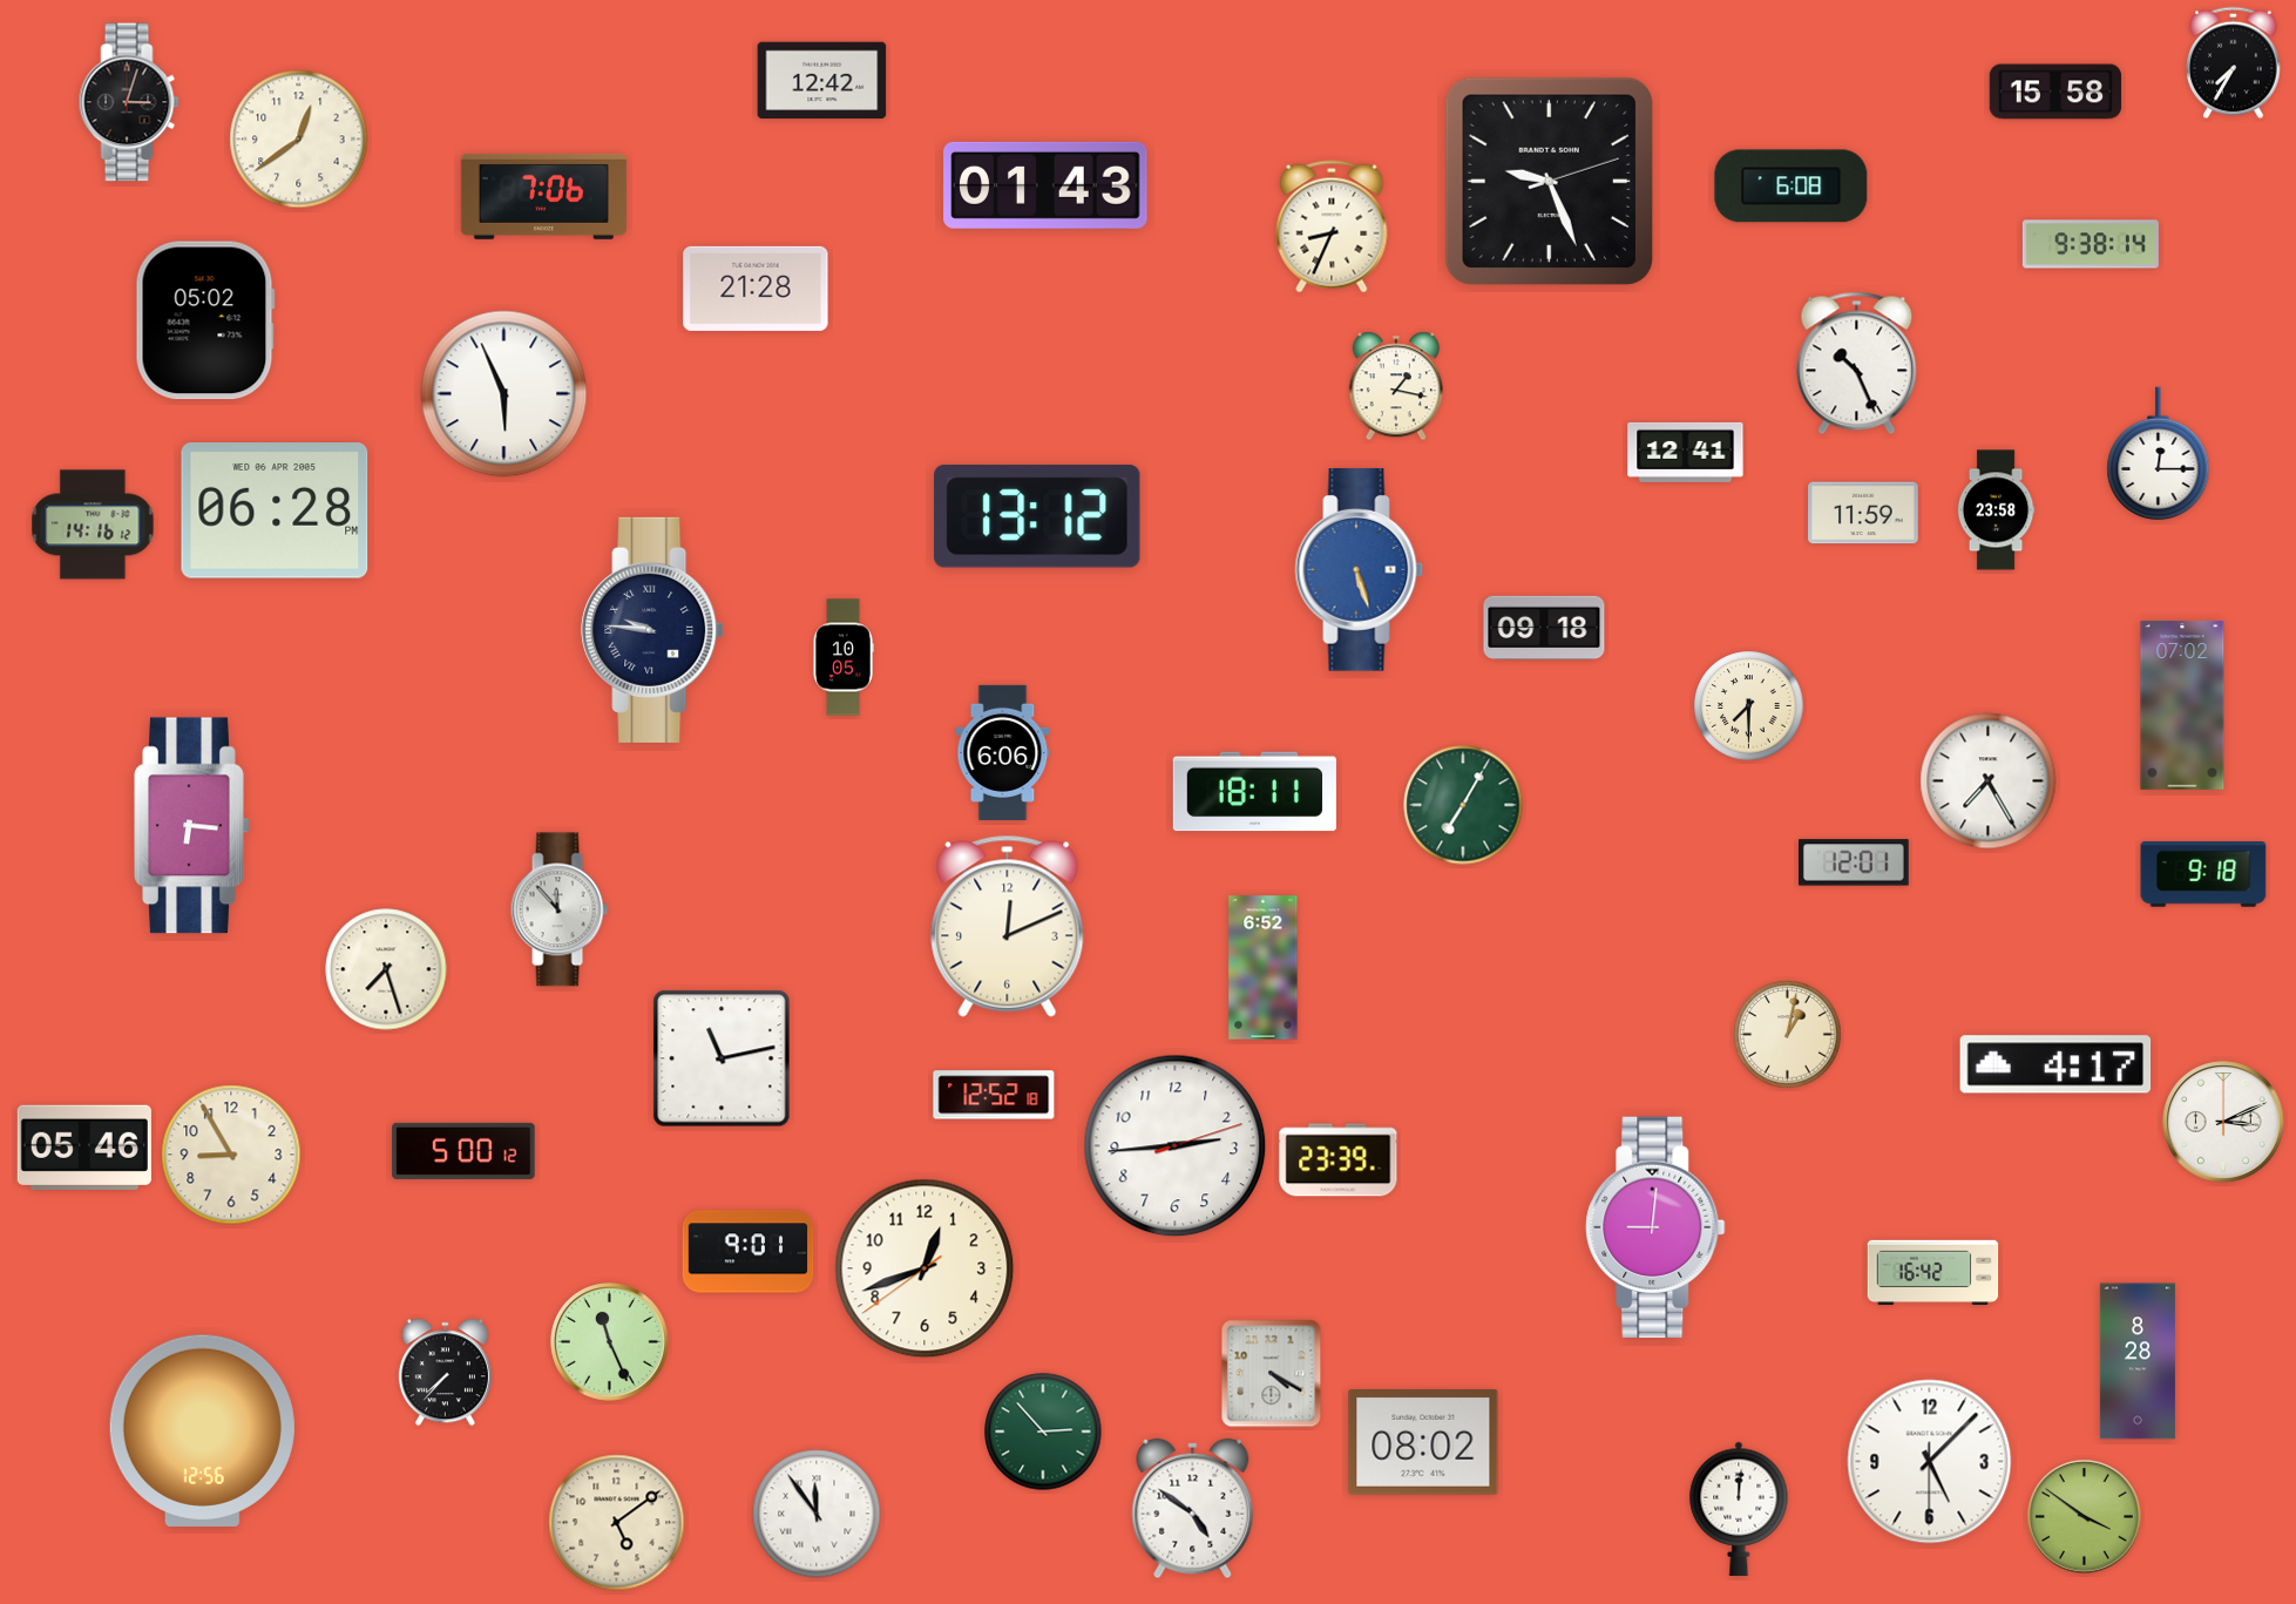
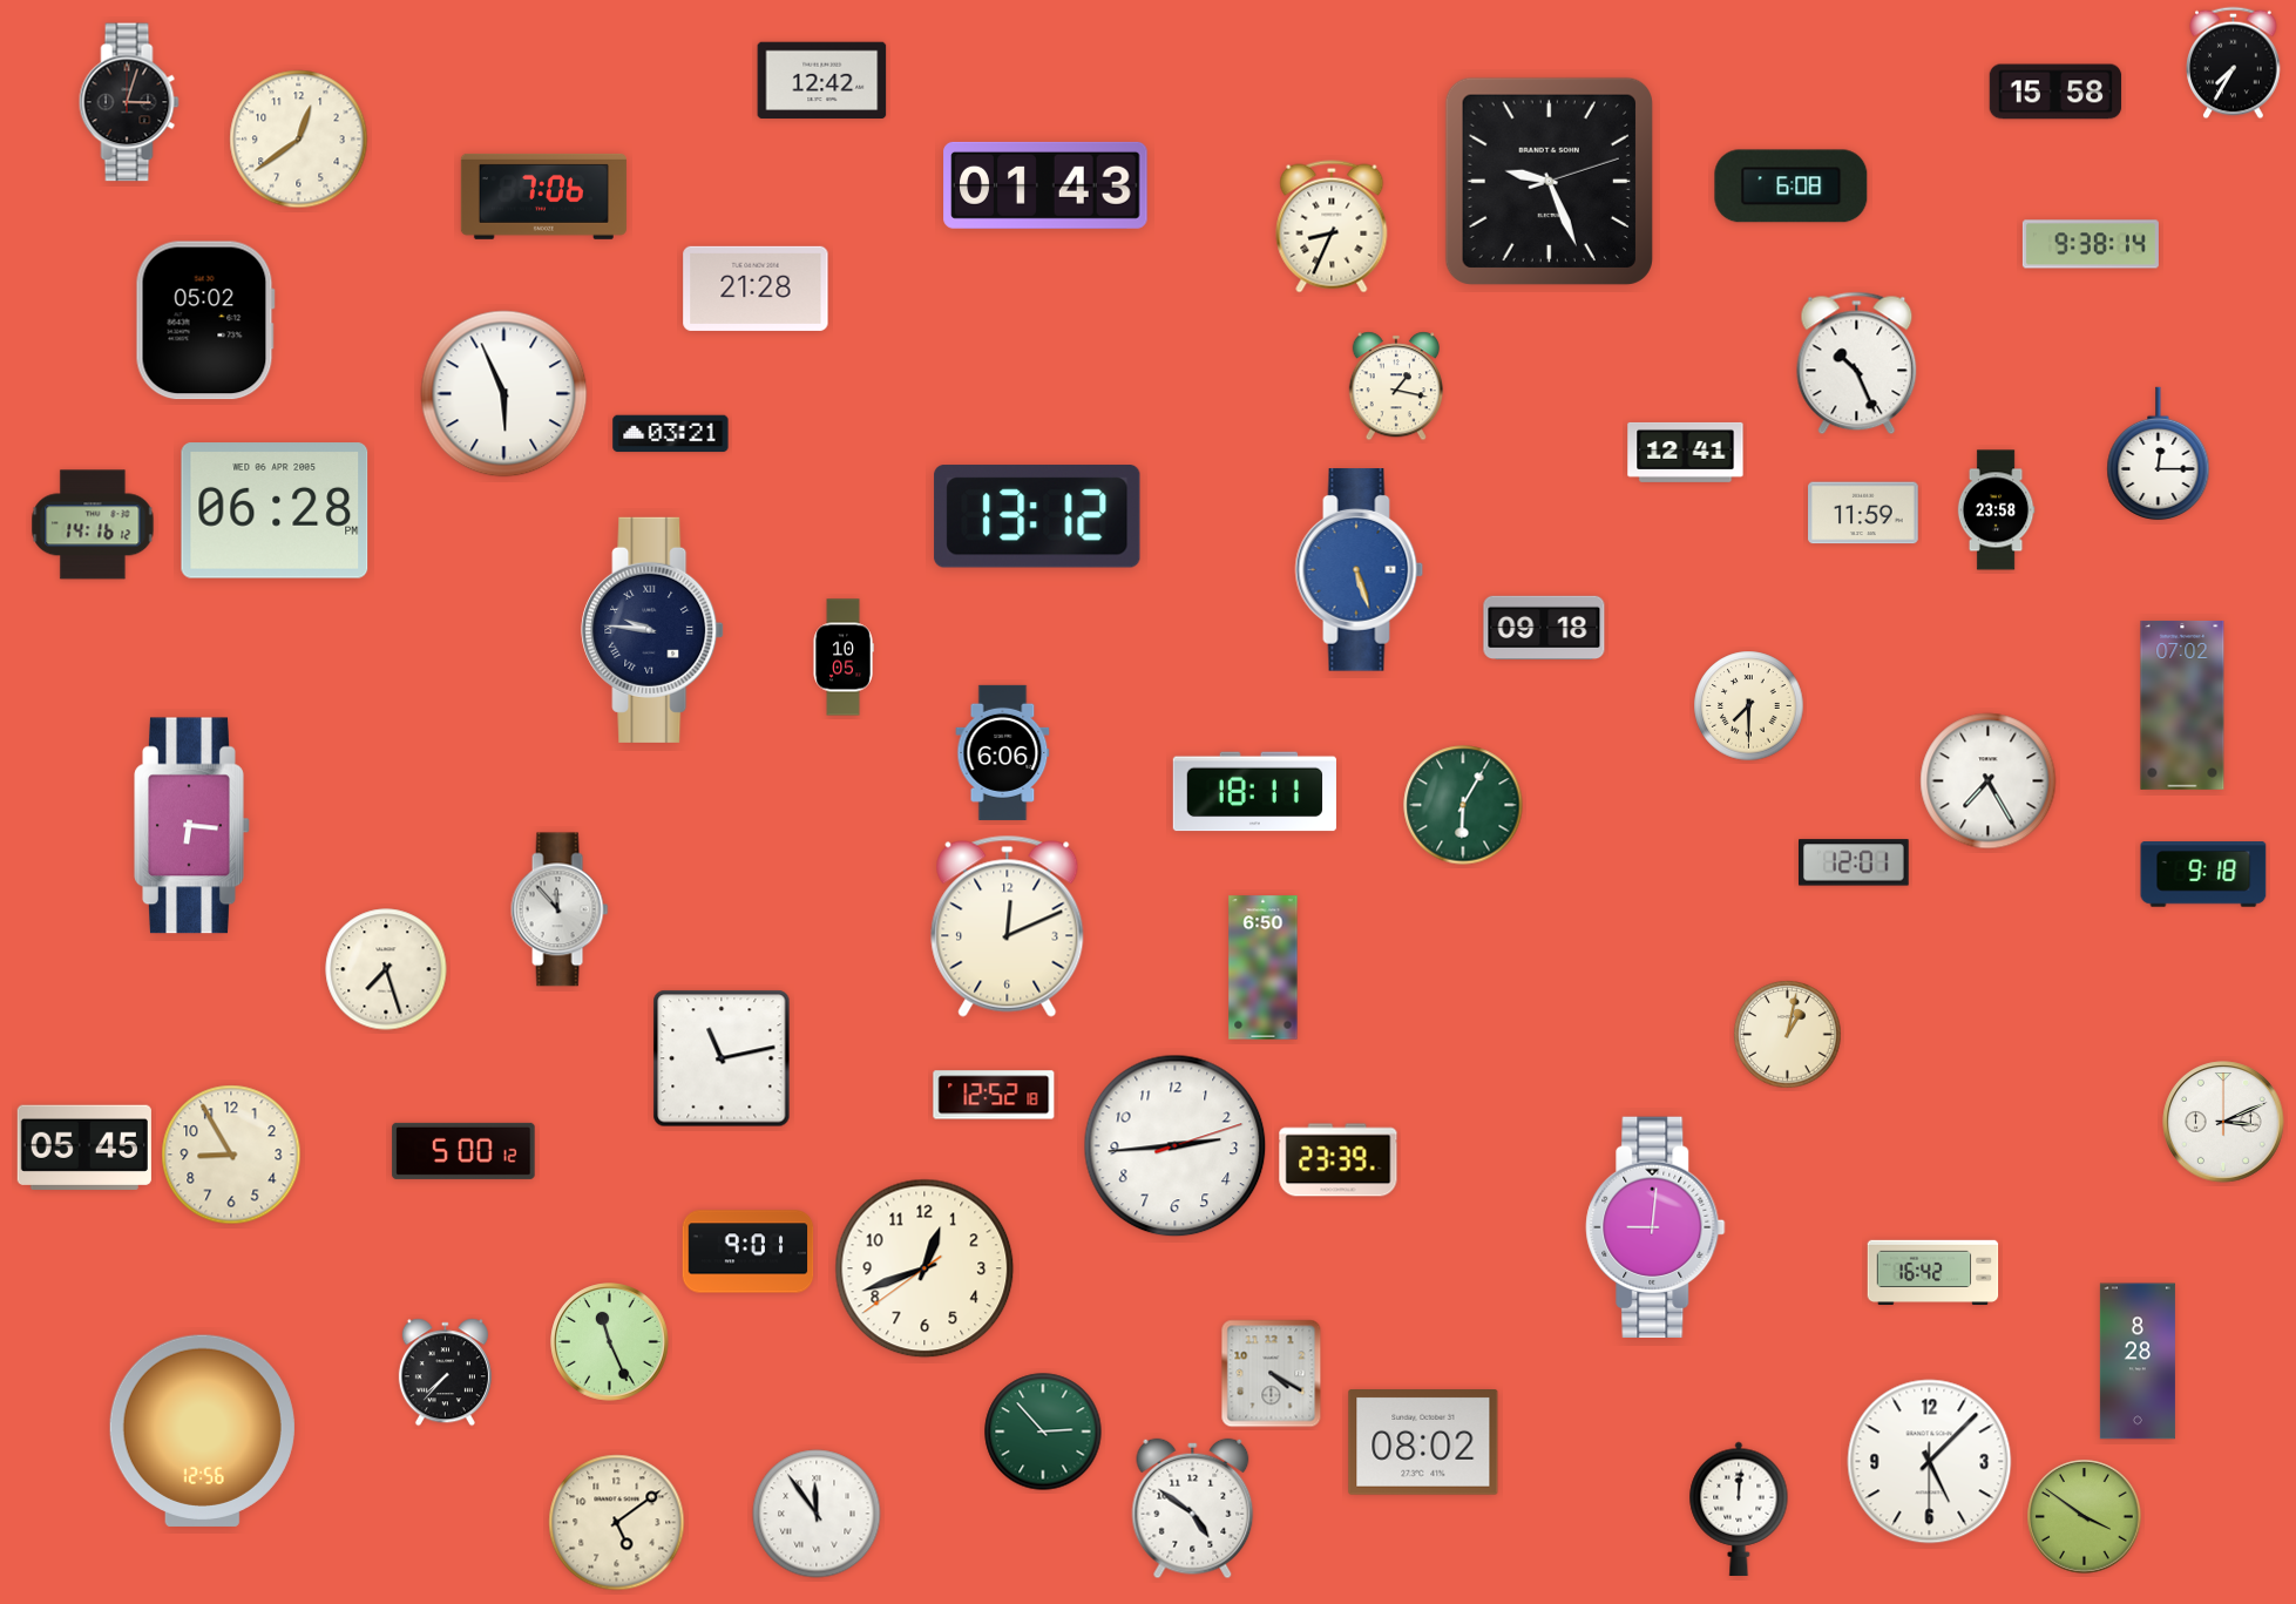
clock at (671, 434): none -> 03:21
clock at (1463, 805): 7:05 -> 6:05
clock at (1264, 968): 6:52 -> 6:50
clock at (2055, 1064): 4:17 -> none
clock at (84, 1146): 05:46 -> 05:45
